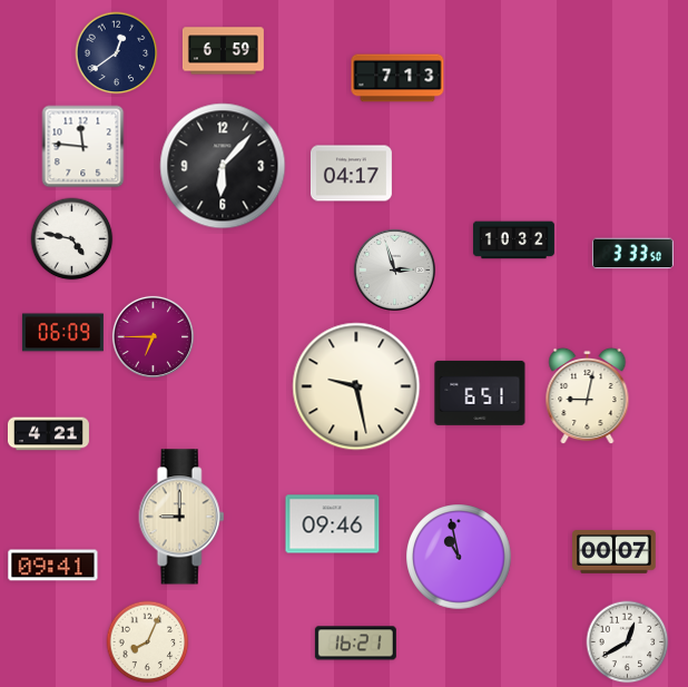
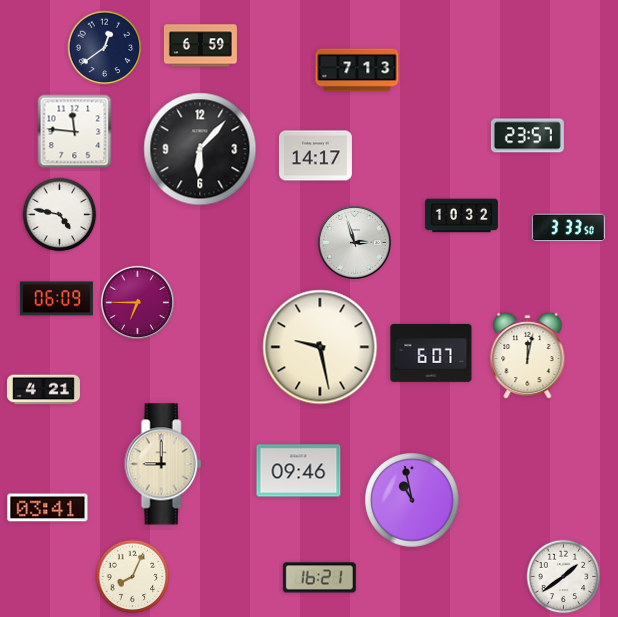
clock at (527, 136): none -> 23:57
clock at (351, 174): 04:17 -> 14:17
clock at (72, 239) position: (72, 239) -> (60, 215)
clock at (480, 393): 6:51 -> 6:07
clock at (588, 396): 9:02 -> 12:02
clock at (615, 552): 00:07 -> none
clock at (53, 566): 09:41 -> 03:41
clock at (628, 642): 12:40 -> 1:39
